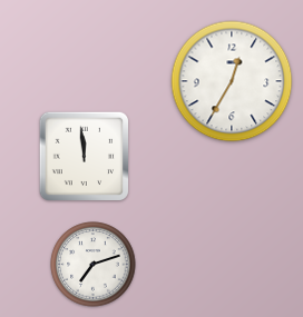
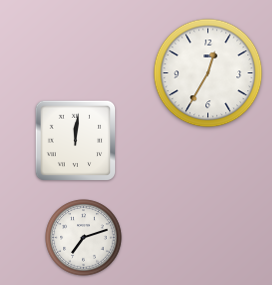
clock at (84, 156): 11:59 -> 12:01
